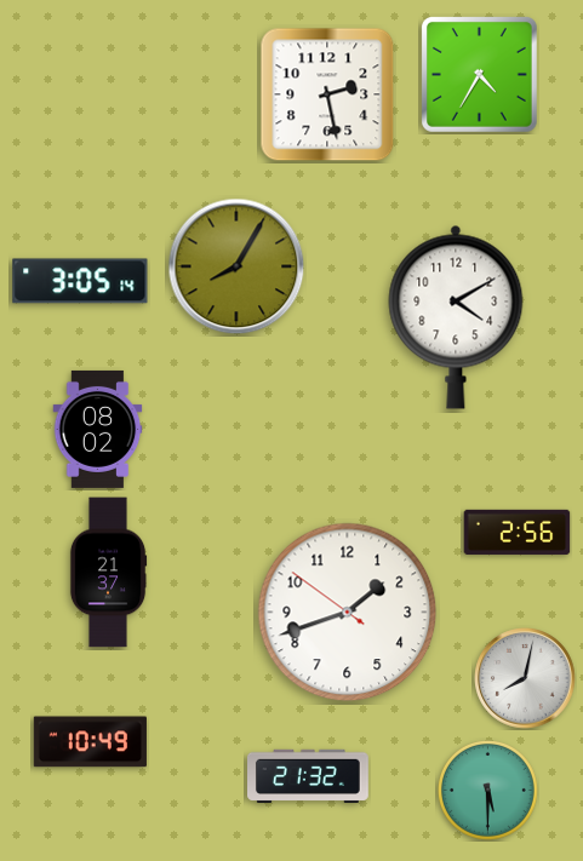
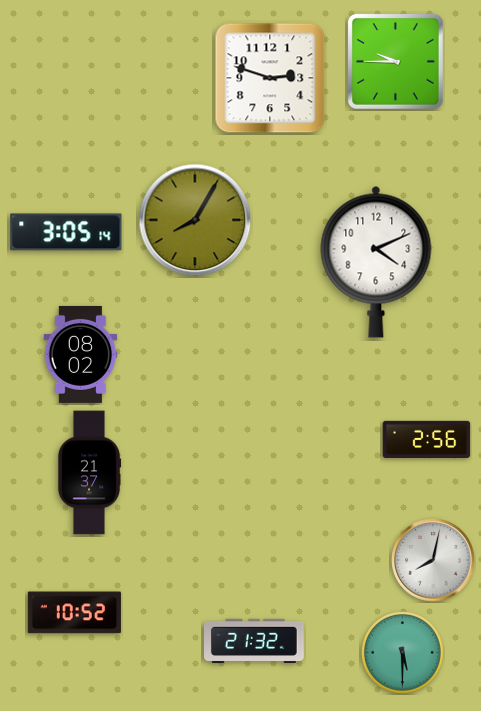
clock at (479, 74): 4:35 -> 9:45
clock at (327, 94): 2:28 -> 2:48
clock at (456, 317): 4:10 -> 4:11
clock at (348, 613): 1:41 -> none
clock at (90, 742): 10:49 -> 10:52
